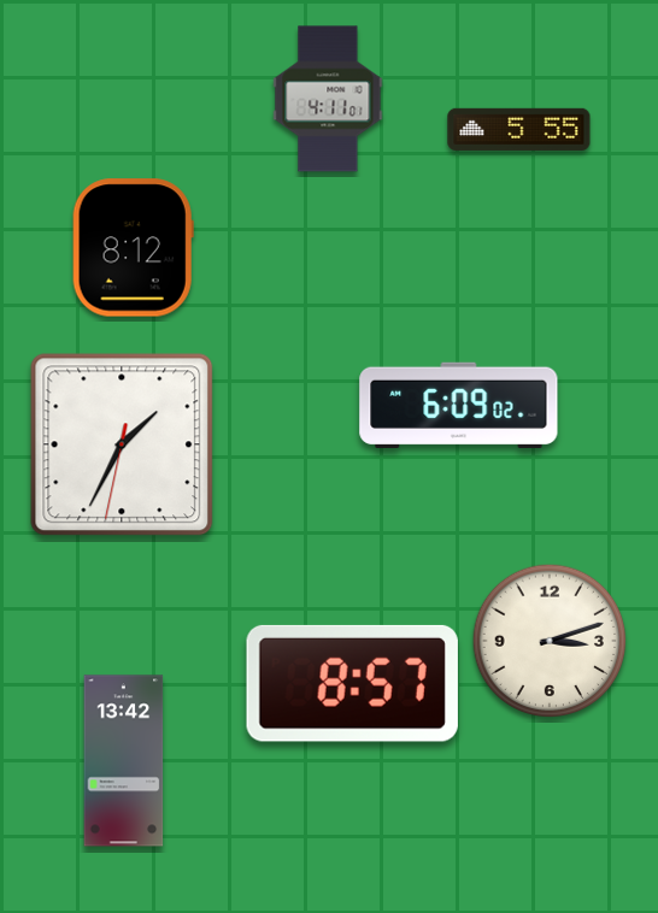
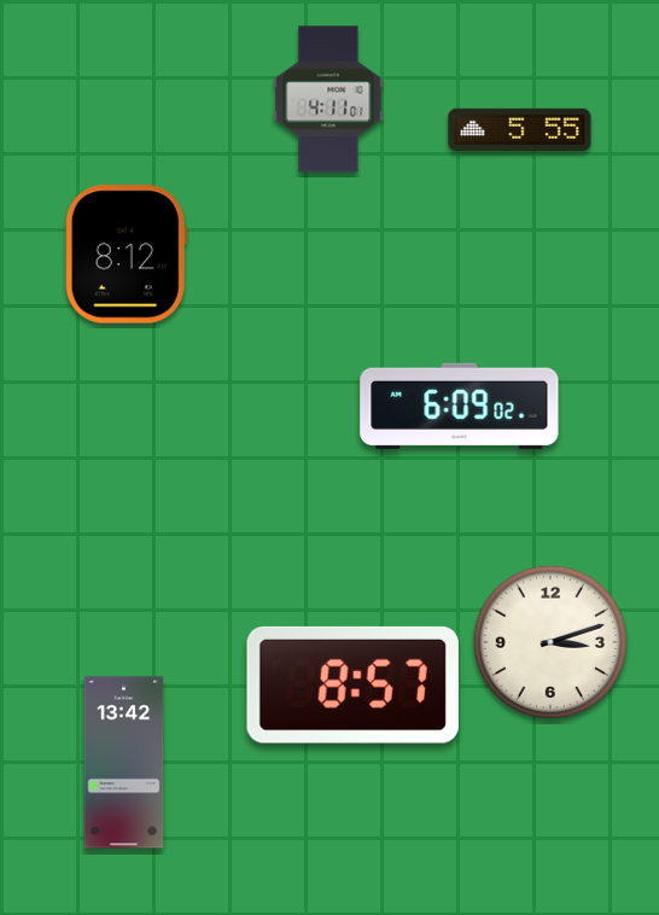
clock at (133, 248) position: (133, 248) -> (126, 255)
clock at (122, 444): 1:34 -> none
